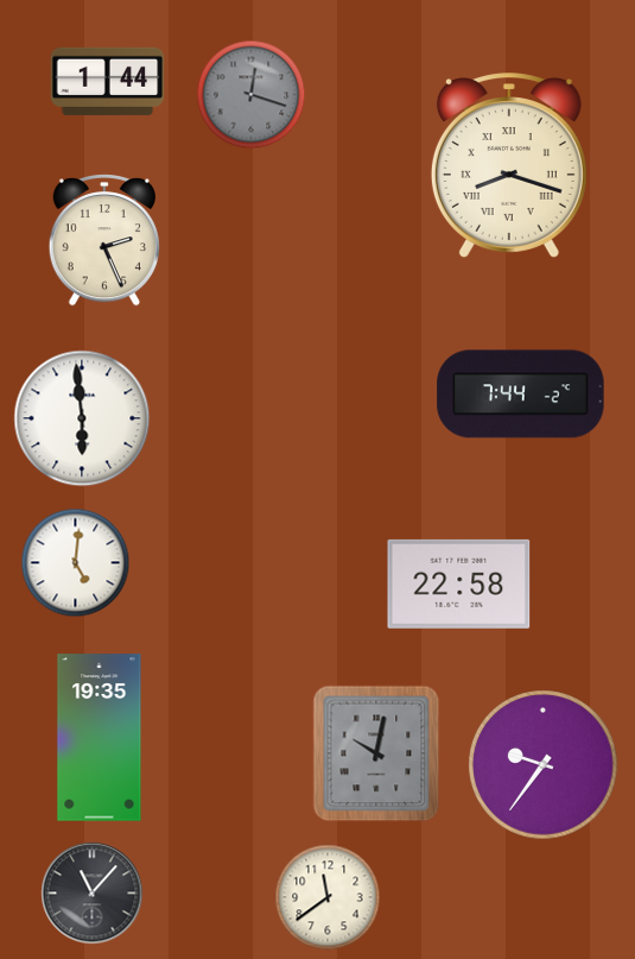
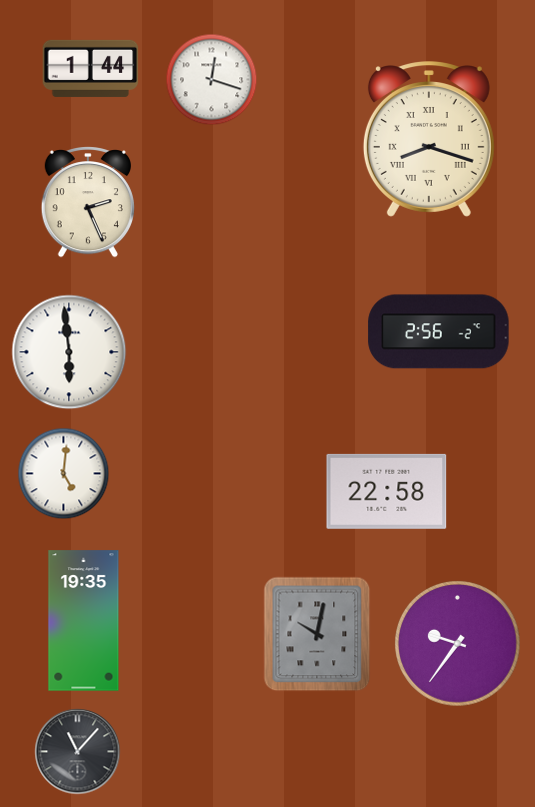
clock at (252, 95) dial: grey -> white
clock at (521, 395): 7:44 -> 2:56
clock at (328, 897): 11:39 -> none
